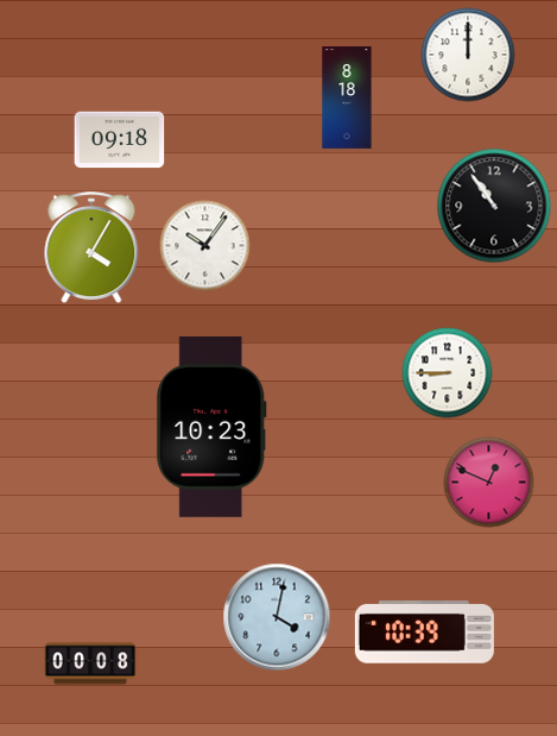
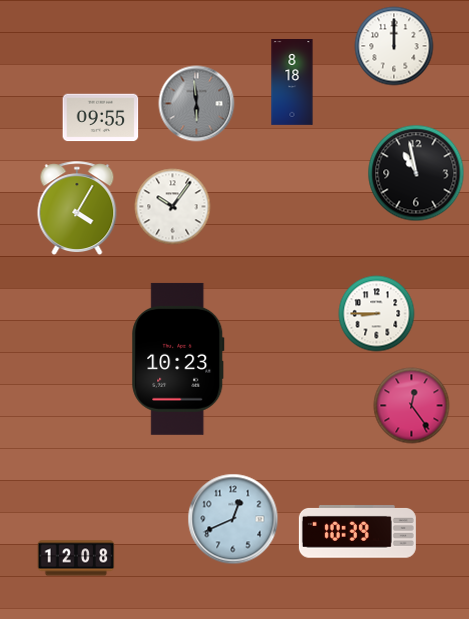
clock at (197, 104): none -> 5:59
clock at (120, 140): 09:18 -> 09:55
clock at (494, 206): 10:54 -> 10:58
clock at (489, 483): 12:49 -> 12:24
clock at (277, 617): 4:02 -> 12:41
clock at (90, 663): 00:08 -> 12:08
